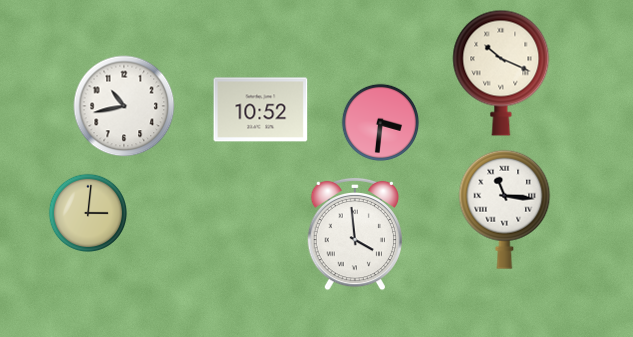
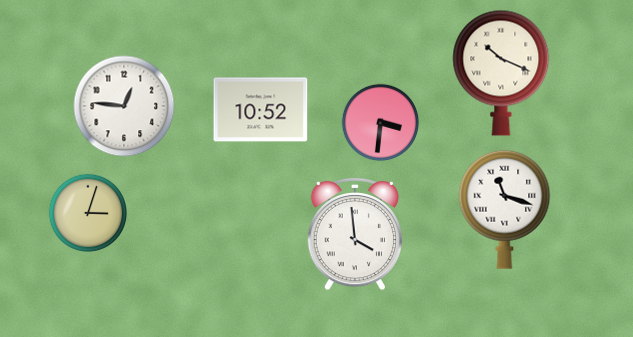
clock at (124, 106): 10:43 -> 12:46
clock at (505, 209): 11:16 -> 11:18
clock at (88, 213): 3:01 -> 3:03
